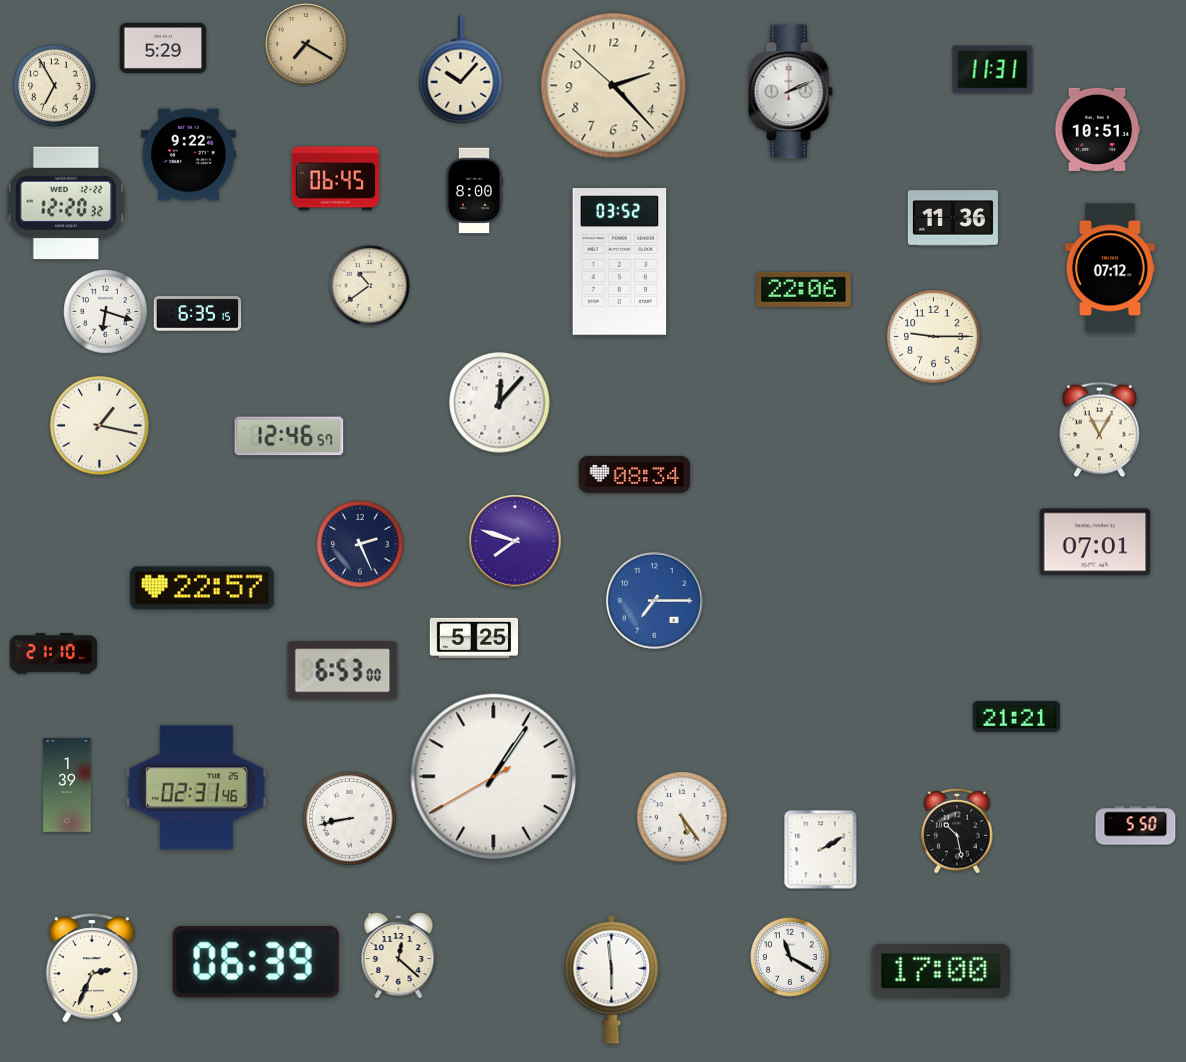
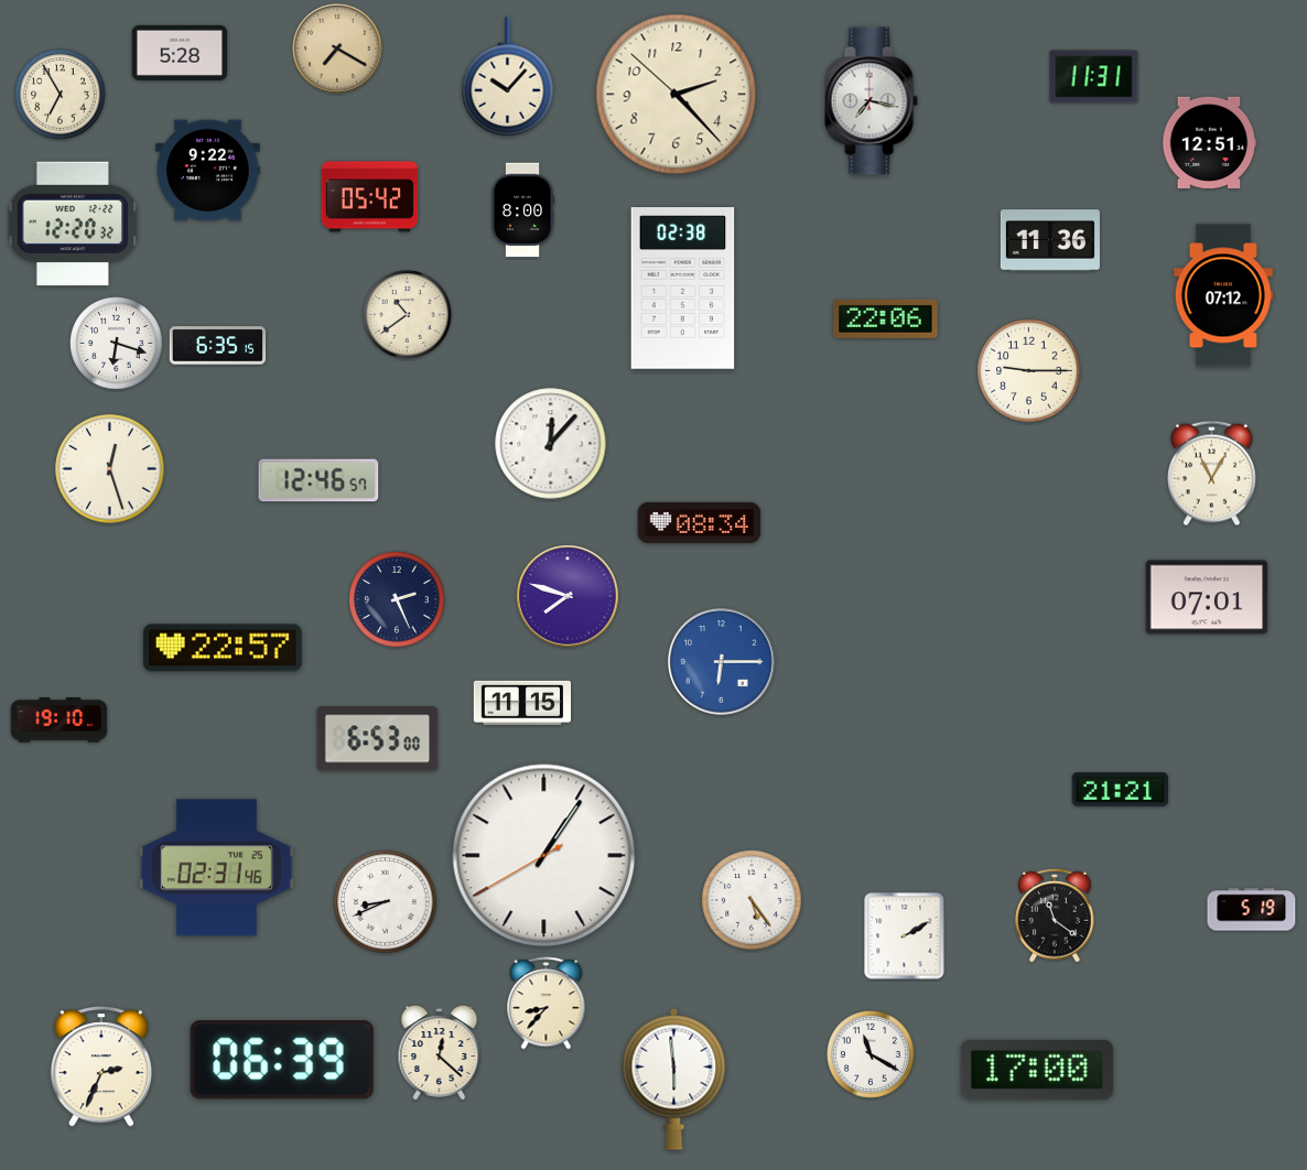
clock at (163, 48): 5:29 -> 5:28
clock at (790, 92): 2:11 -> 7:17
clock at (1098, 129): 10:51 -> 12:51
clock at (336, 179): 06:45 -> 05:42
clock at (620, 262): 03:52 -> 02:38
clock at (100, 426): 1:17 -> 12:27
clock at (655, 601): 7:15 -> 6:15
clock at (473, 638): 5:25 -> 11:15
clock at (54, 654): 21:10 -> 19:10
clock at (67, 785): 1:39 -> none
clock at (350, 819): 8:43 -> 8:41
clock at (1136, 826): 5:50 -> 5:19
clock at (957, 831): 10:28 -> 11:21
clock at (547, 1004): none -> 8:37
